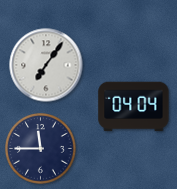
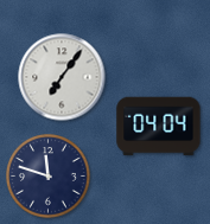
clock at (46, 65) position: (46, 65) -> (62, 77)
clock at (41, 149): 11:45 -> 11:48
